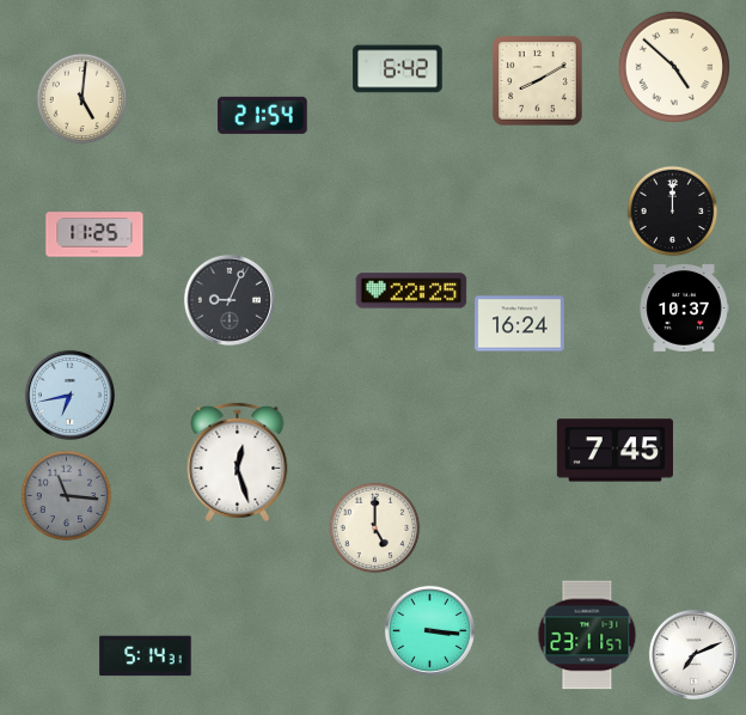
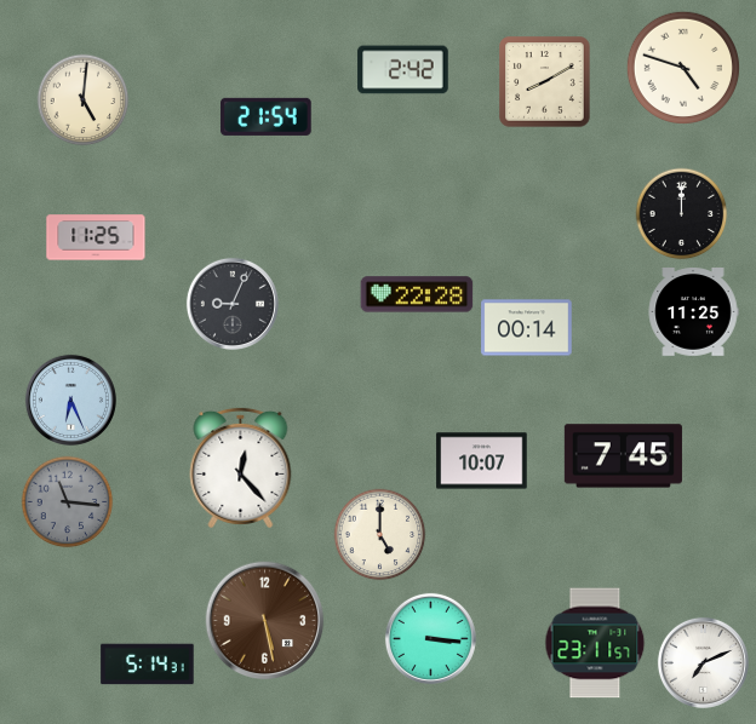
clock at (673, 66): 4:52 -> 4:48
clock at (398, 69): 6:42 -> 2:42
clock at (411, 291): 22:25 -> 22:28
clock at (684, 308): 10:37 -> 11:25
clock at (520, 324): 16:24 -> 00:14
clock at (69, 395): 6:43 -> 6:26
clock at (482, 461): none -> 10:07
clock at (238, 462): 12:27 -> 12:23
clock at (265, 621): none -> 5:28
clock at (429, 630) position: (429, 630) -> (430, 638)
